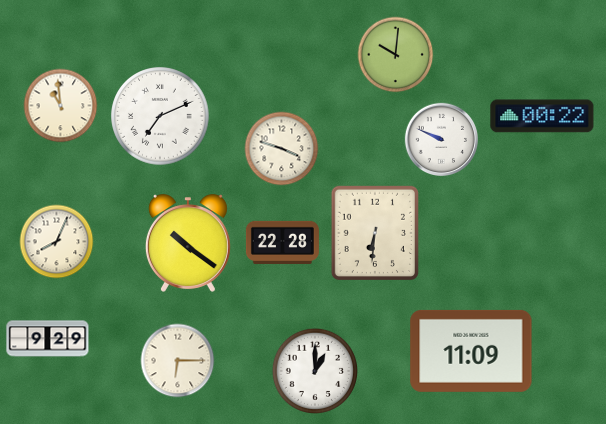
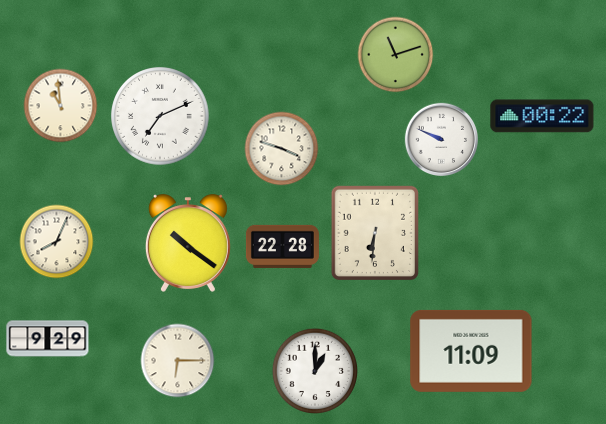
clock at (396, 55): 10:01 -> 11:12
clock at (282, 242) position: (282, 242) -> (282, 246)
